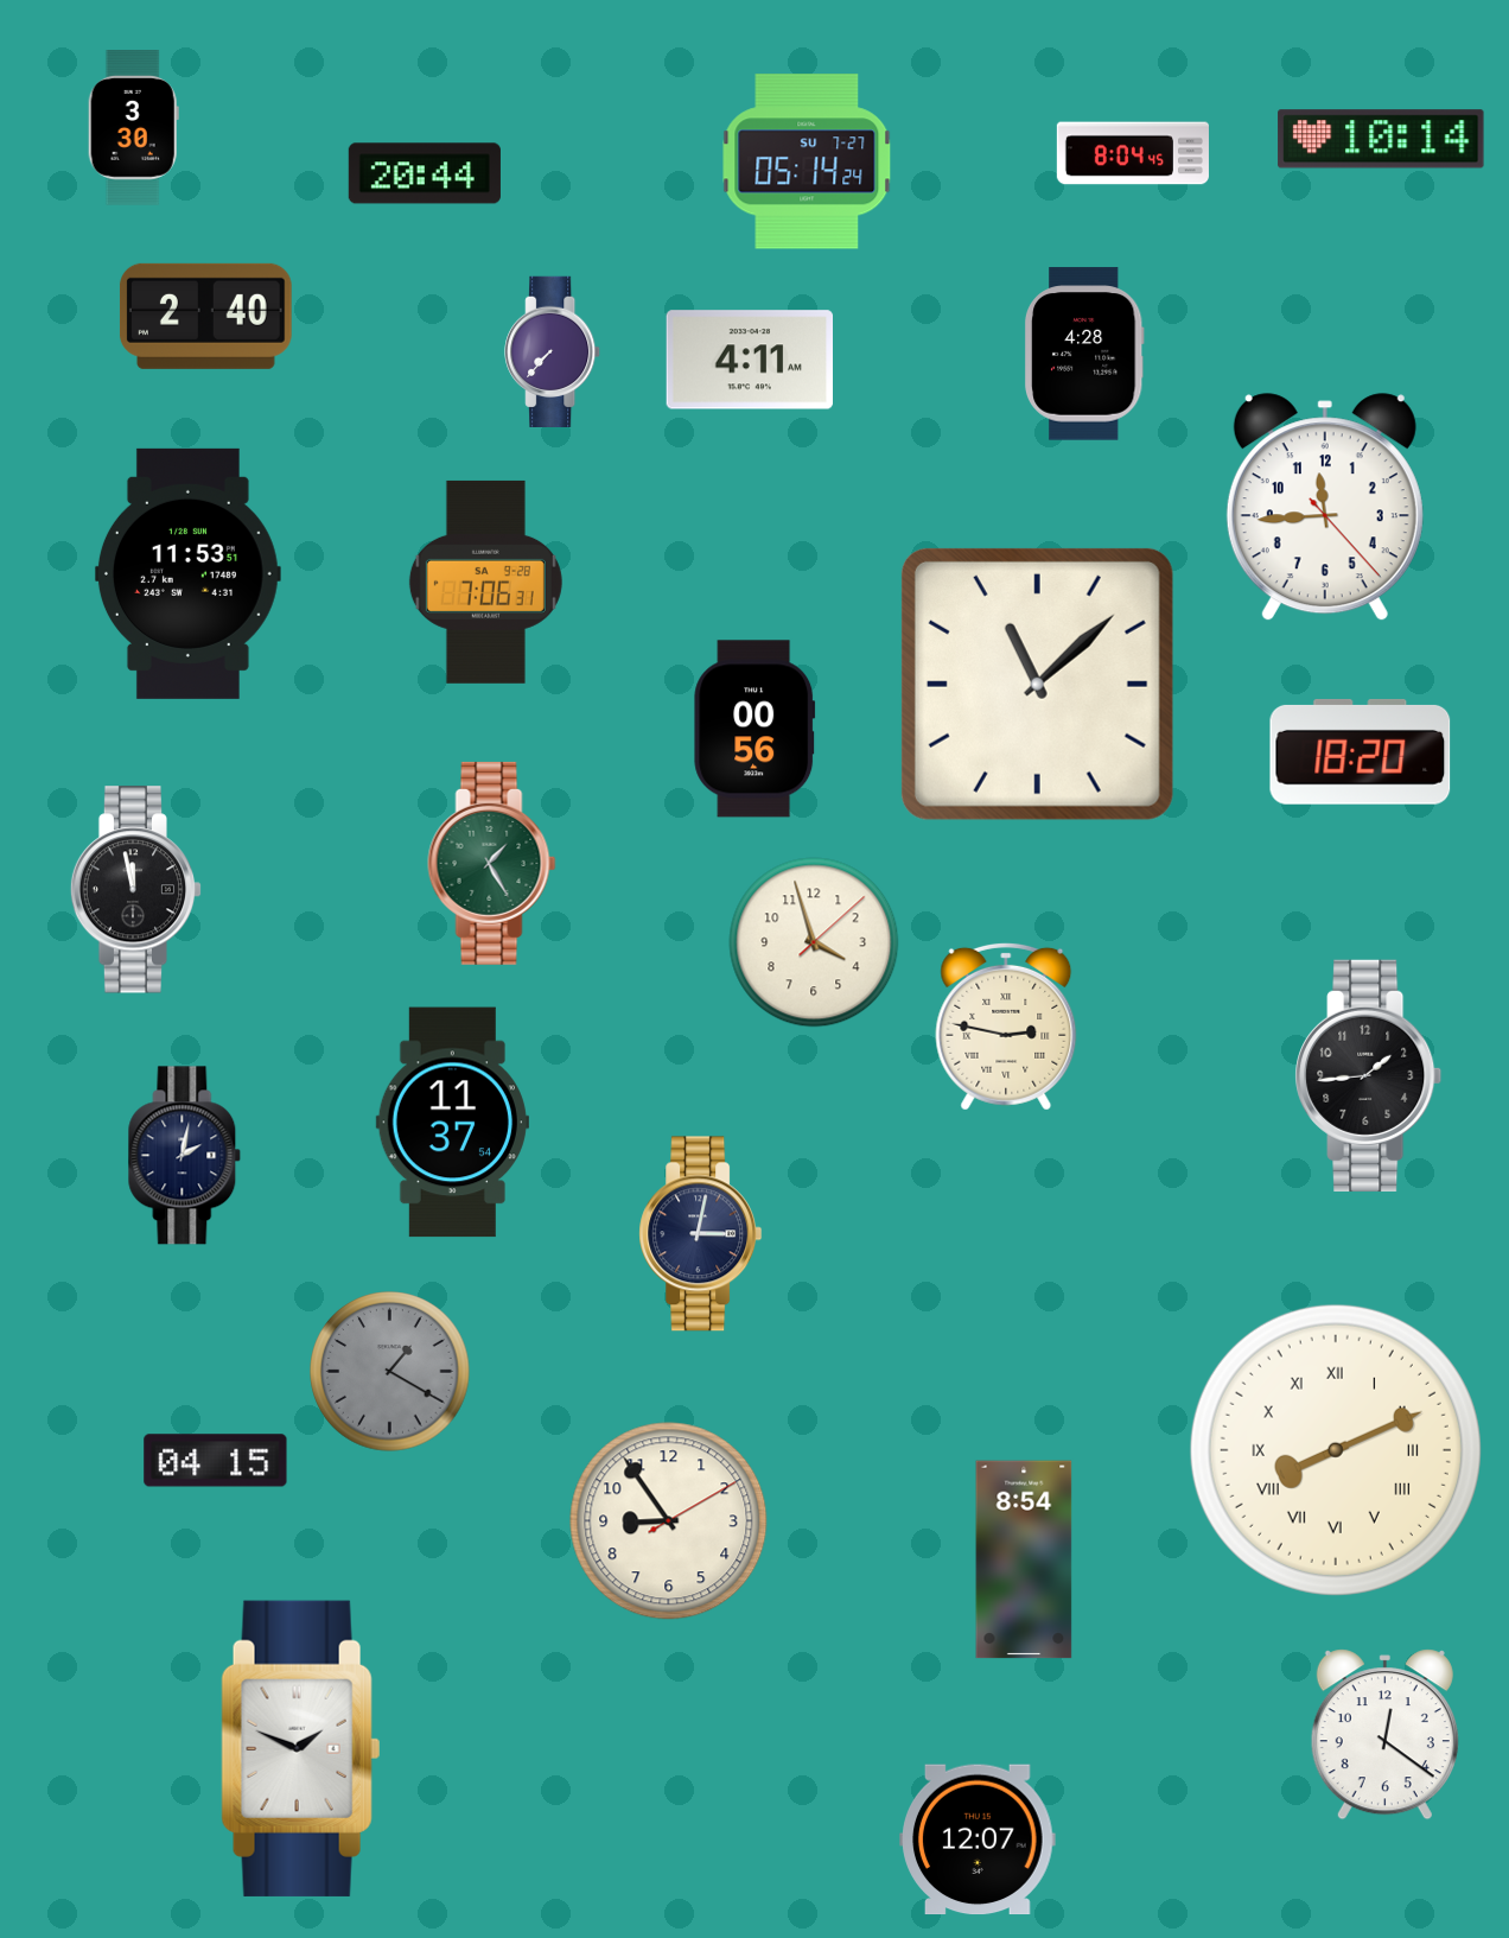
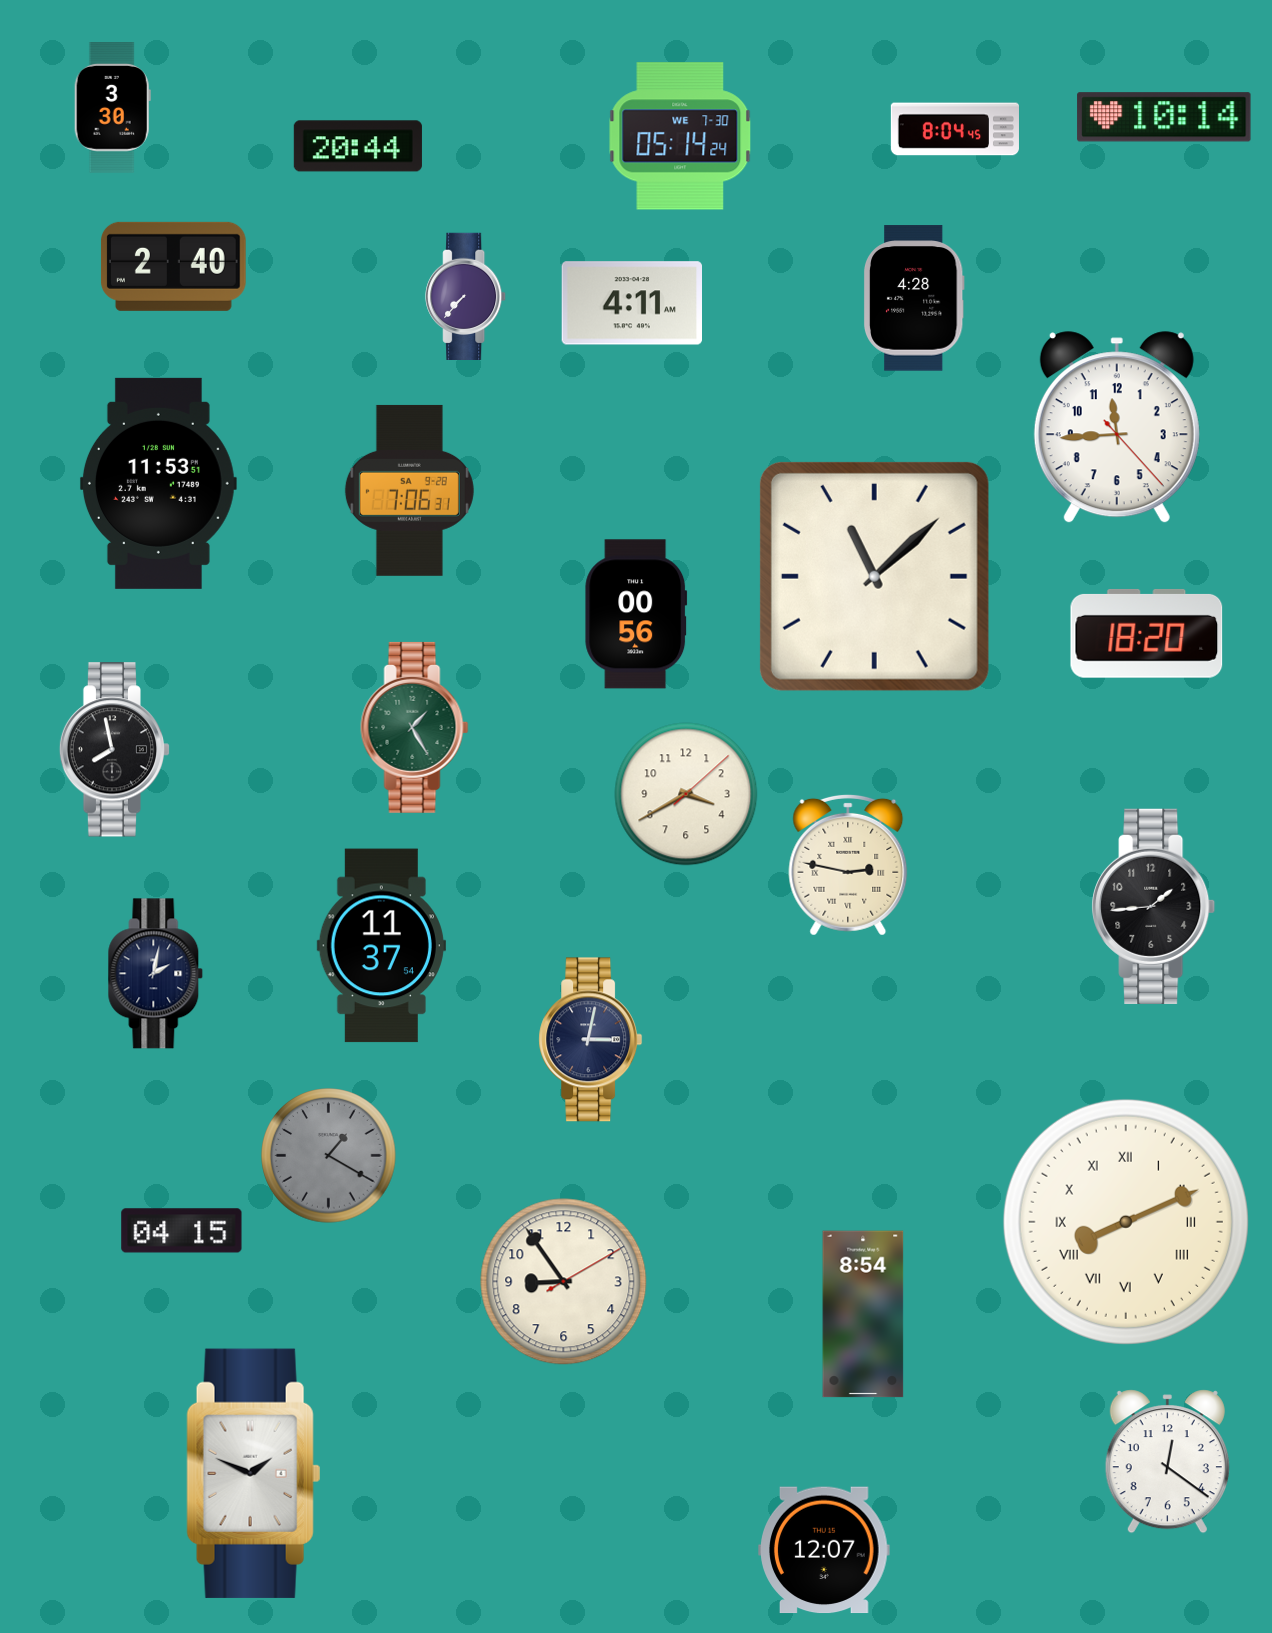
clock at (807, 161) date: SU 7-27 -> WE 7-30
clock at (136, 890): 11:58 -> 7:58
clock at (814, 942): 3:57 -> 3:40
